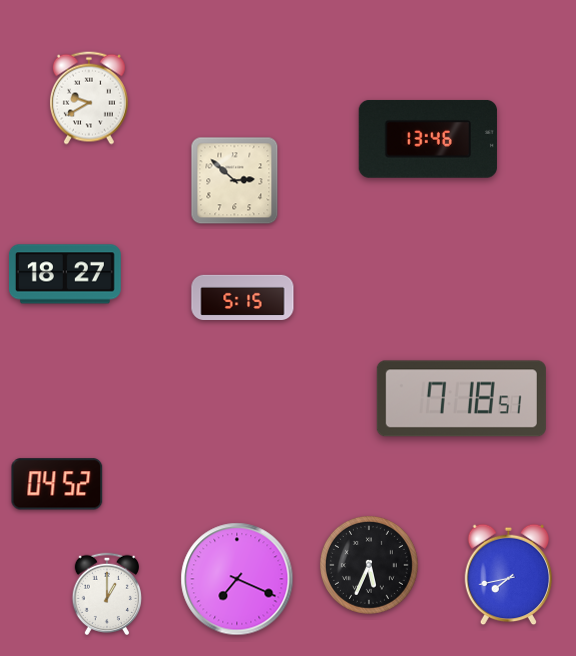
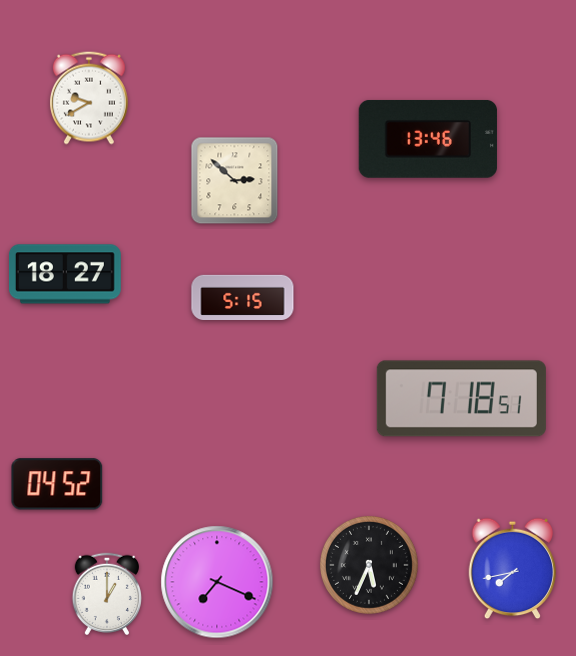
clock at (509, 575) position: (509, 575) -> (513, 569)
clock at (237, 579) position: (237, 579) -> (217, 582)
